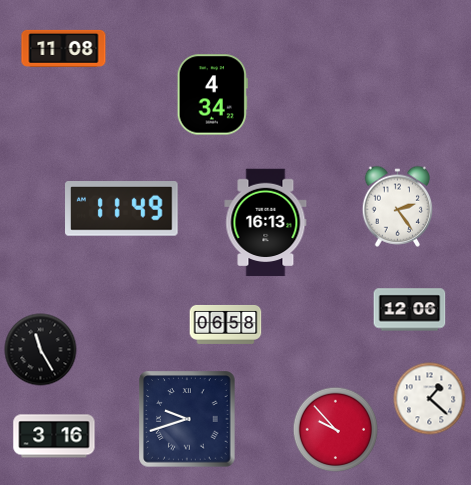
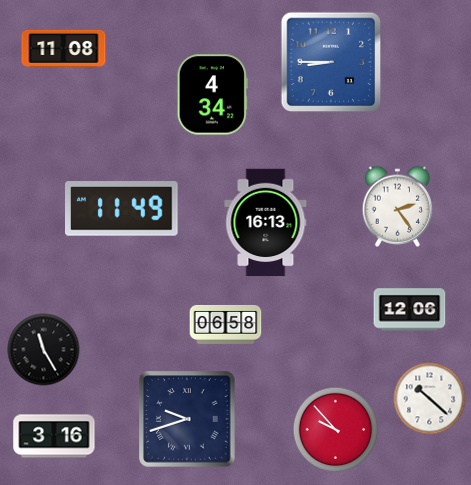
clock at (331, 62): none -> 8:45
clock at (41, 350) position: (41, 350) -> (44, 350)
clock at (430, 399): 1:22 -> 10:22
